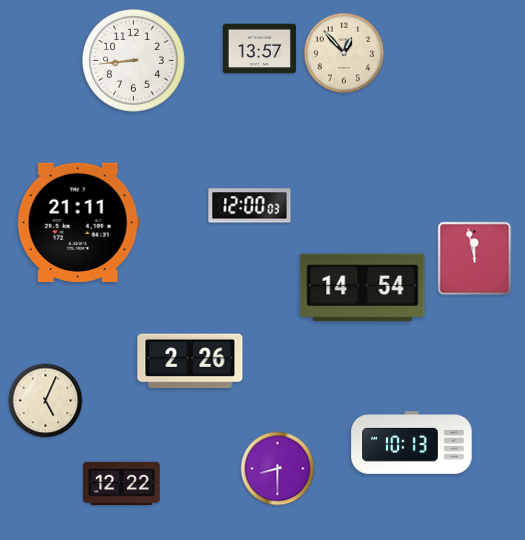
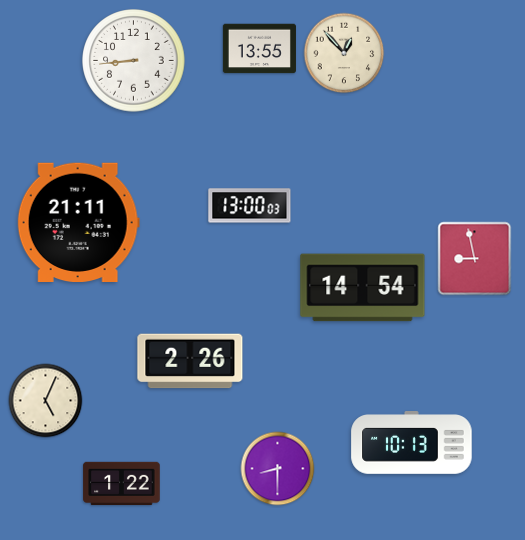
clock at (259, 49): 13:57 -> 13:55
clock at (250, 206): 12:00 -> 13:00
clock at (475, 259): 11:58 -> 8:58
clock at (122, 484): 12:22 -> 1:22
